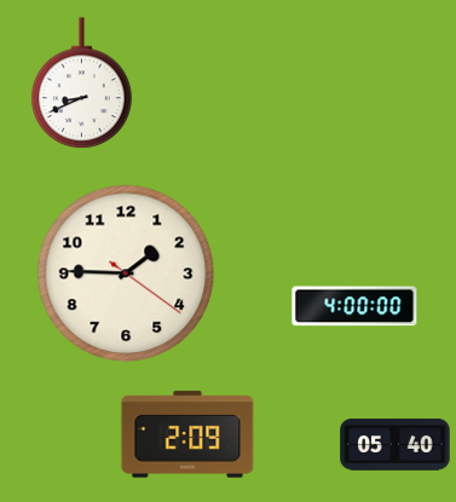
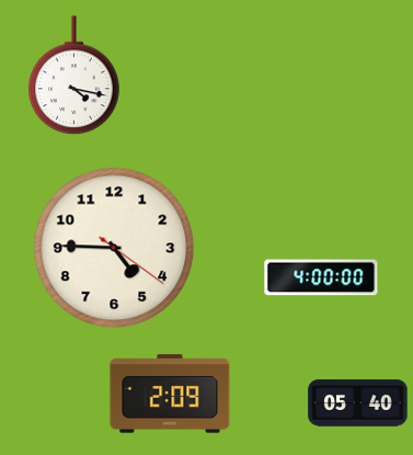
clock at (82, 83): 8:41 -> 4:17
clock at (126, 273): 1:45 -> 4:45
